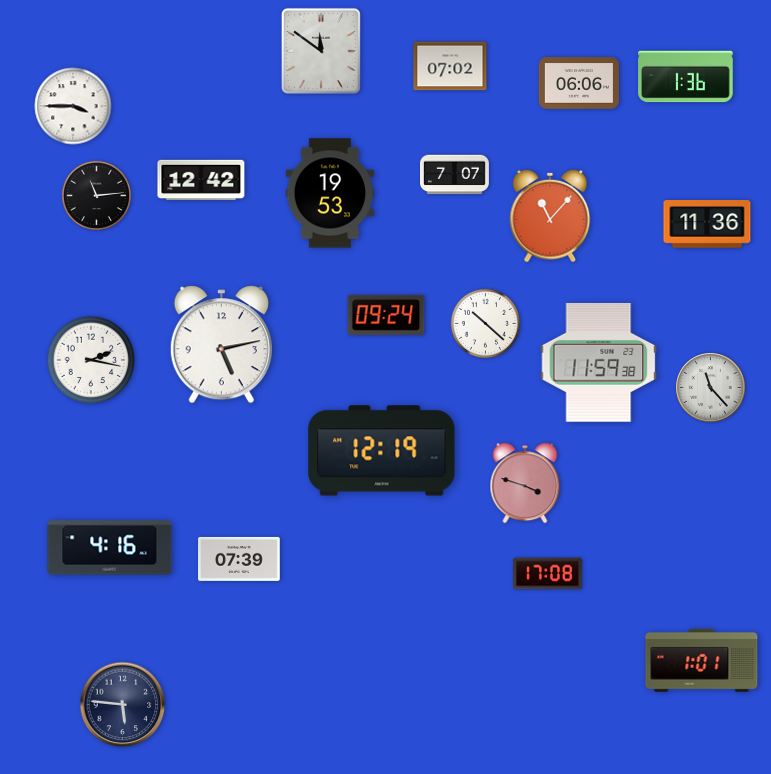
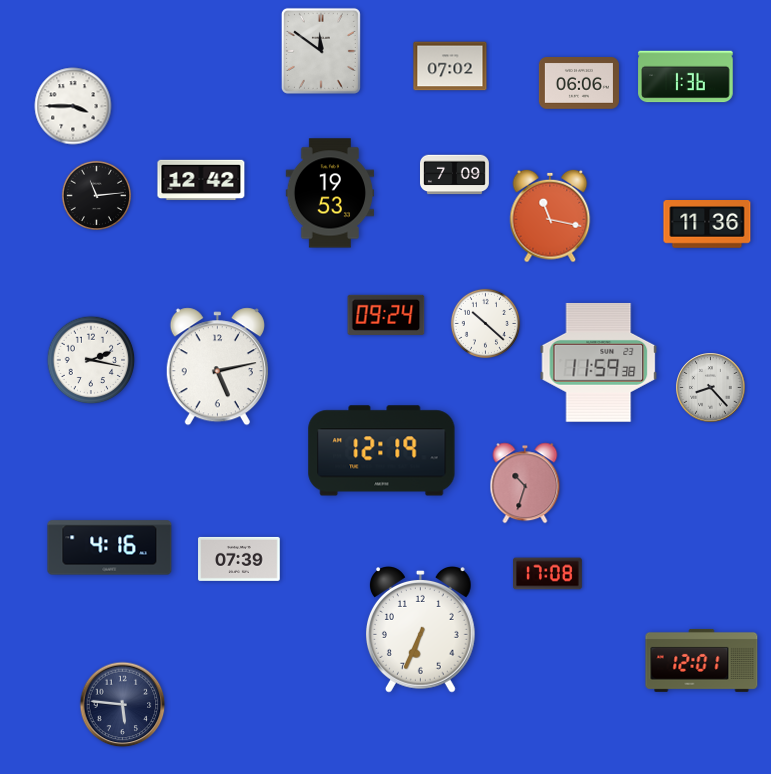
clock at (455, 175): 7:07 -> 7:09
clock at (550, 216): 11:07 -> 11:17
clock at (221, 345) position: (221, 345) -> (217, 367)
clock at (711, 388): 11:23 -> 8:23
clock at (525, 483): 3:48 -> 10:33
clock at (421, 630): none -> 6:34
clock at (702, 660): 1:01 -> 12:01
